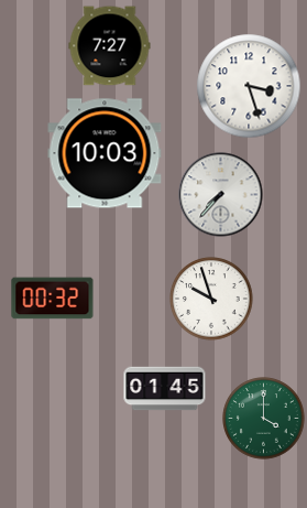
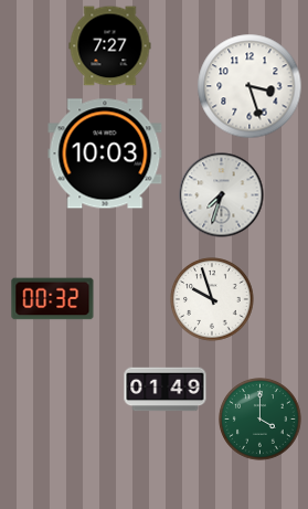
clock at (221, 195): 7:37 -> 7:33
clock at (165, 389): 01:45 -> 01:49
clock at (264, 419) position: (264, 419) -> (261, 420)
